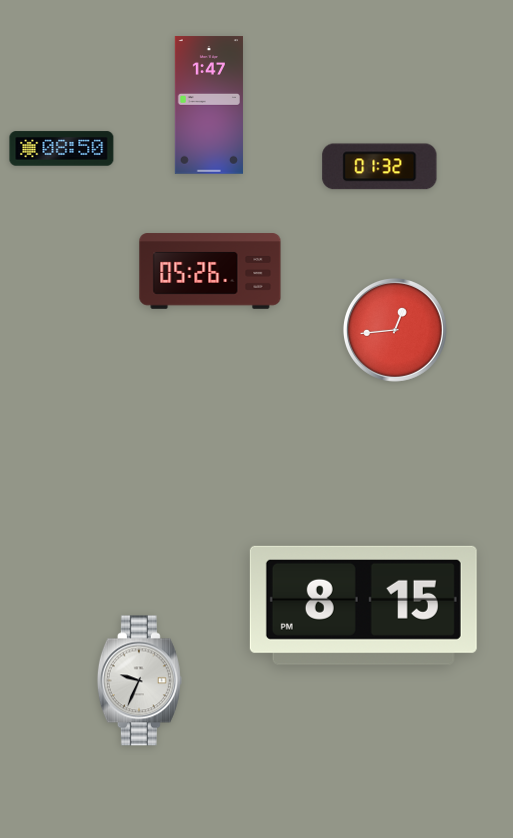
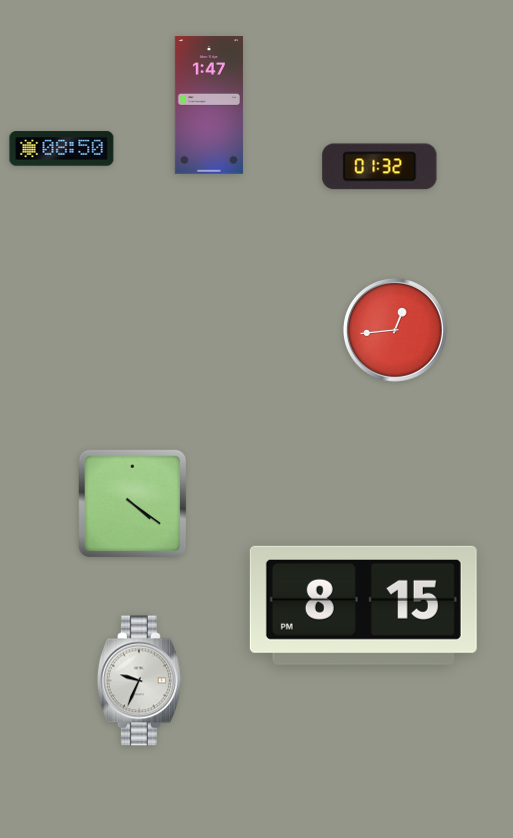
clock at (210, 271): 05:26 -> none
clock at (133, 504): none -> 4:21
